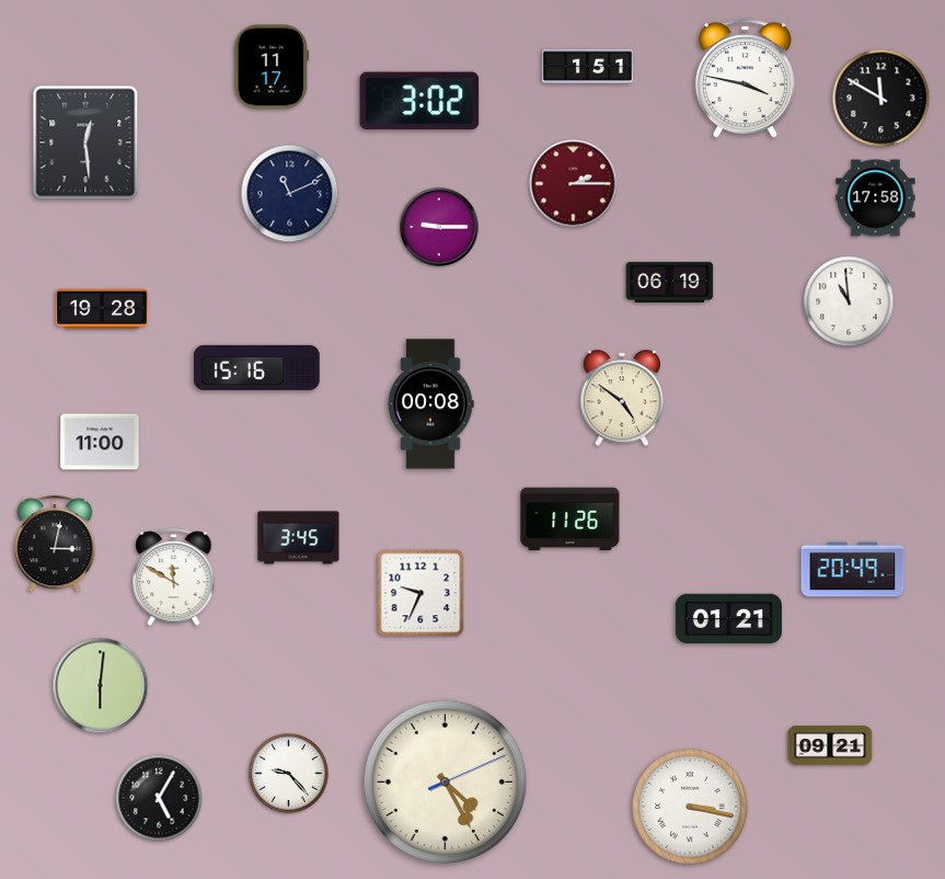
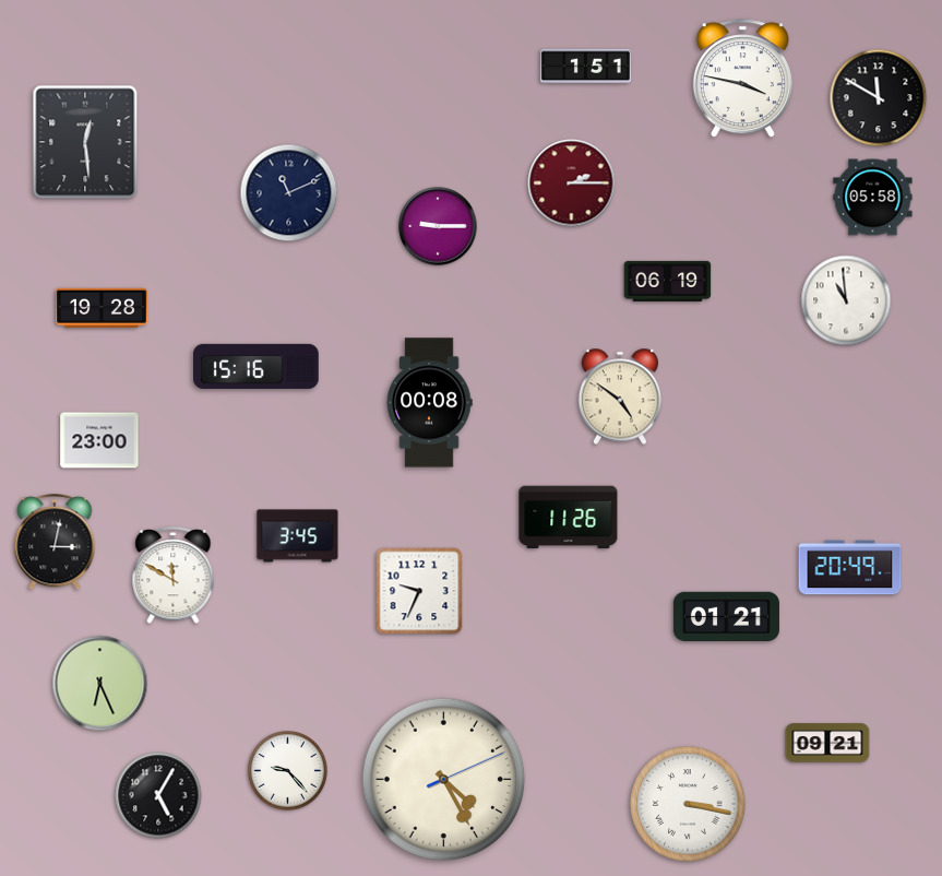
clock at (272, 67): 11:17 -> none
clock at (419, 101): 3:02 -> none
clock at (876, 198): 17:58 -> 05:58
clock at (100, 442): 11:00 -> 23:00
clock at (101, 686): 6:01 -> 6:26
